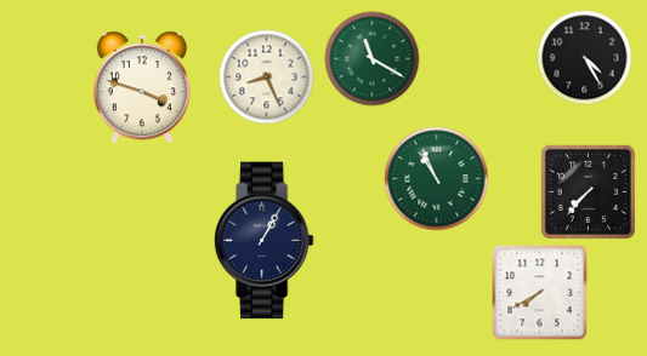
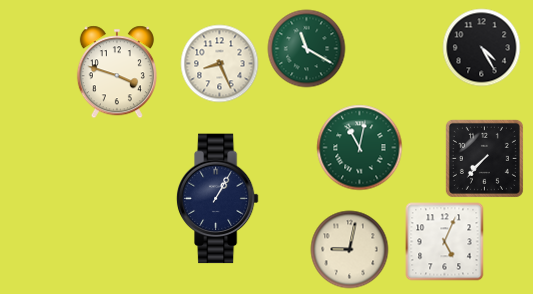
clock at (436, 178): 10:56 -> 11:02
clock at (539, 292): 7:40 -> 5:04
clock at (349, 249): none -> 9:02
